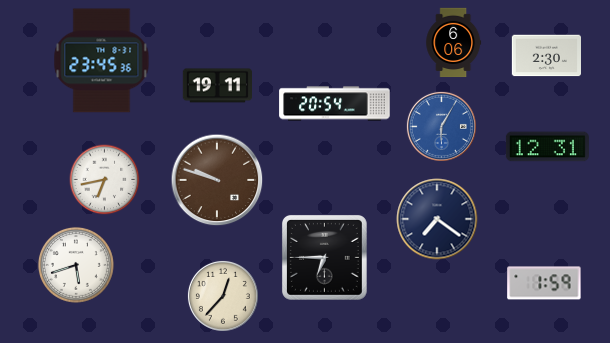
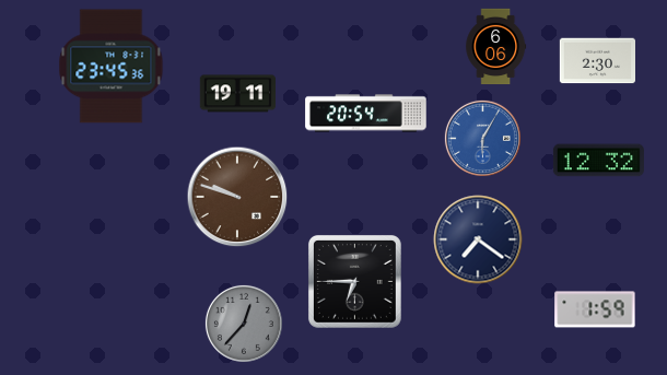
clock at (547, 147): 12:31 -> 12:32
clock at (105, 180): 6:43 -> none
clock at (76, 265): 5:42 -> none
clock at (223, 296) dial: cream -> grey
